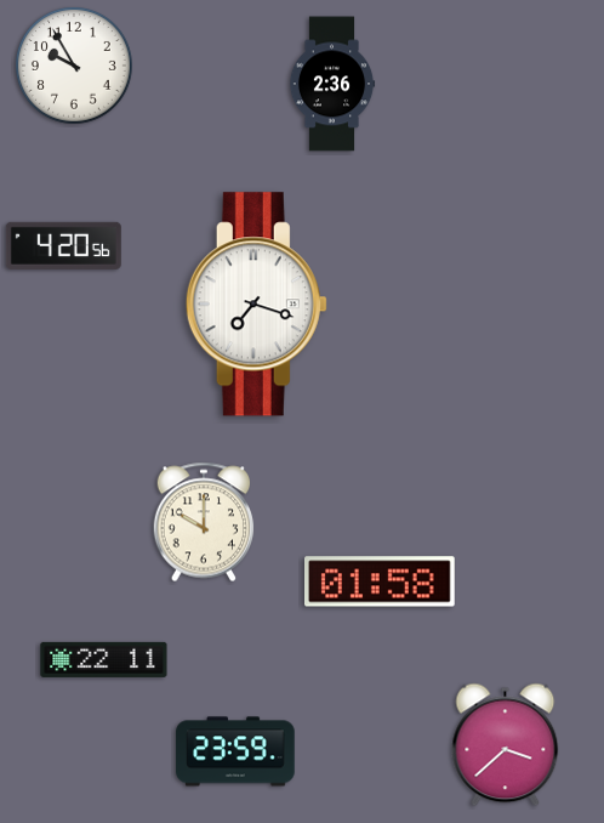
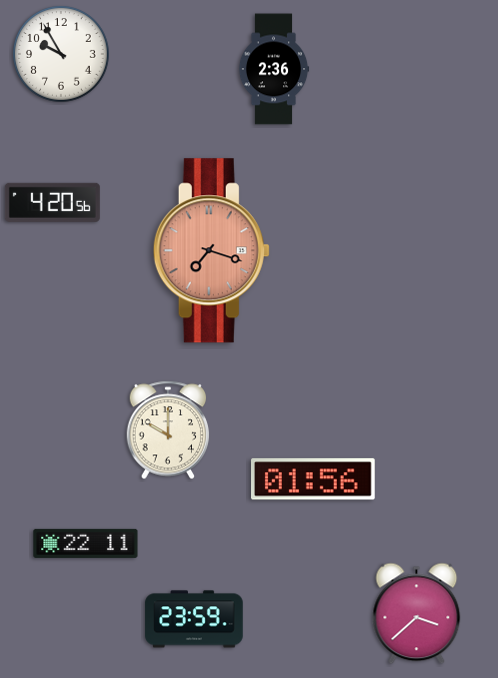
clock at (256, 305) dial: white -> salmon
clock at (381, 581): 01:58 -> 01:56
